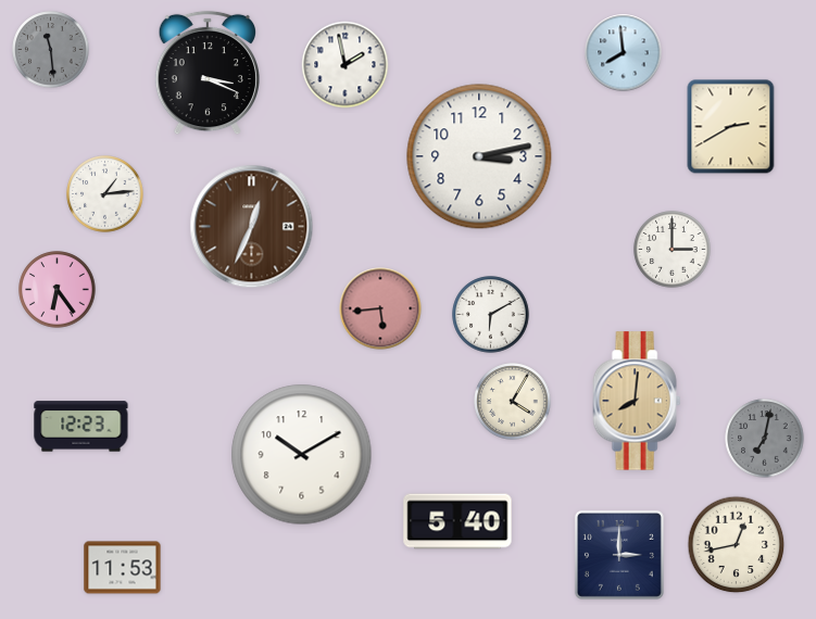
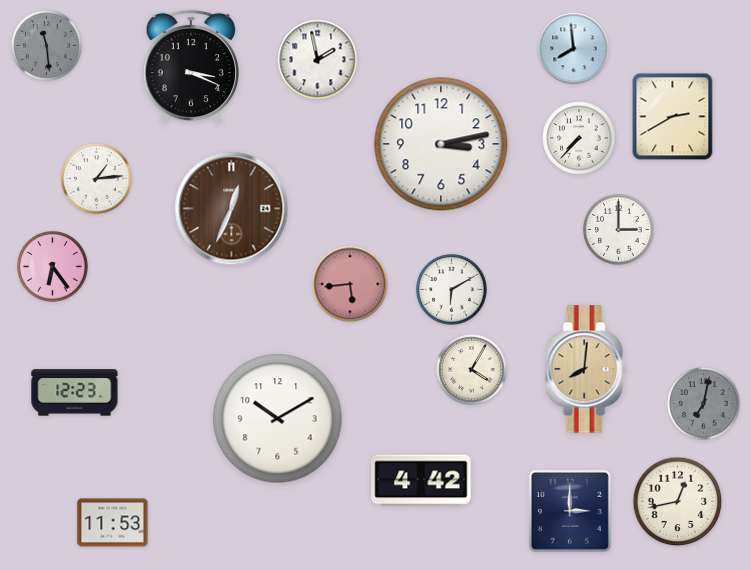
clock at (579, 138): none -> 7:37
clock at (457, 521): 5:40 -> 4:42
